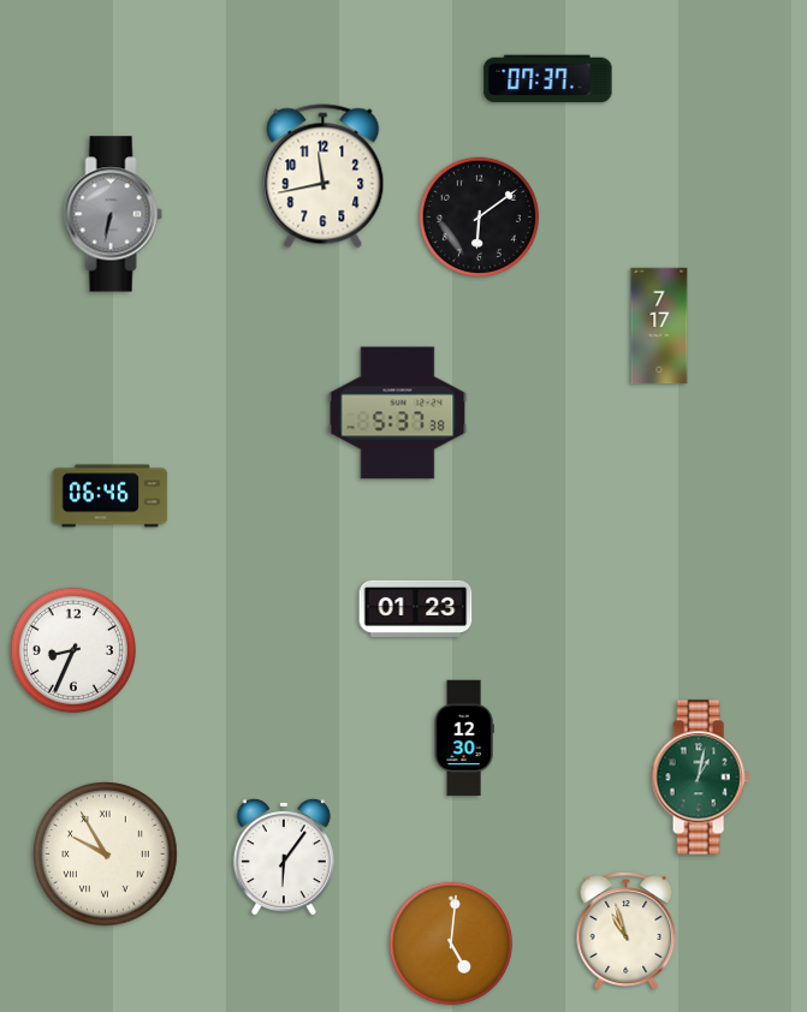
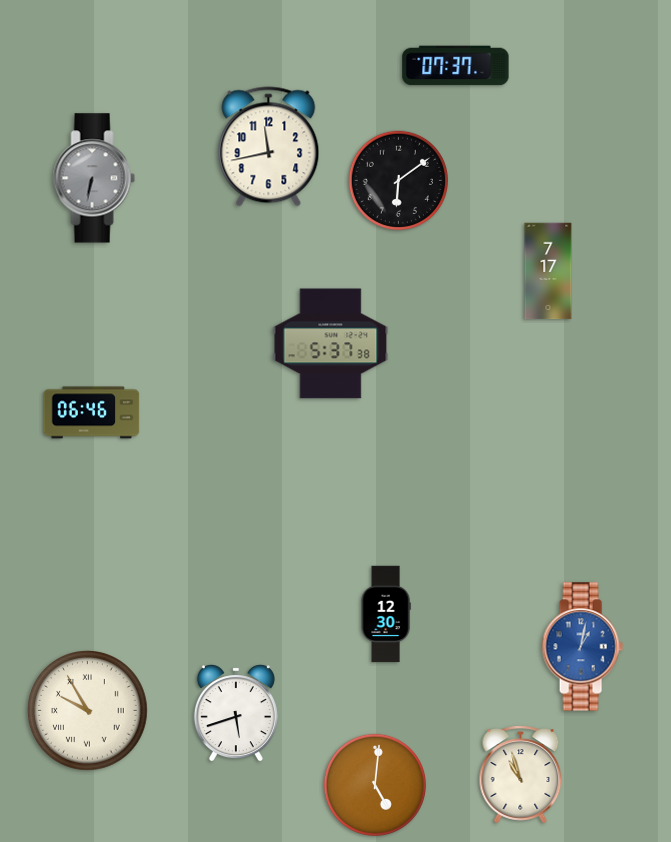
clock at (416, 608): 01:23 -> none
clock at (73, 650): 8:34 -> none
clock at (700, 778) dial: green -> blue
clock at (284, 857): 6:06 -> 5:42
